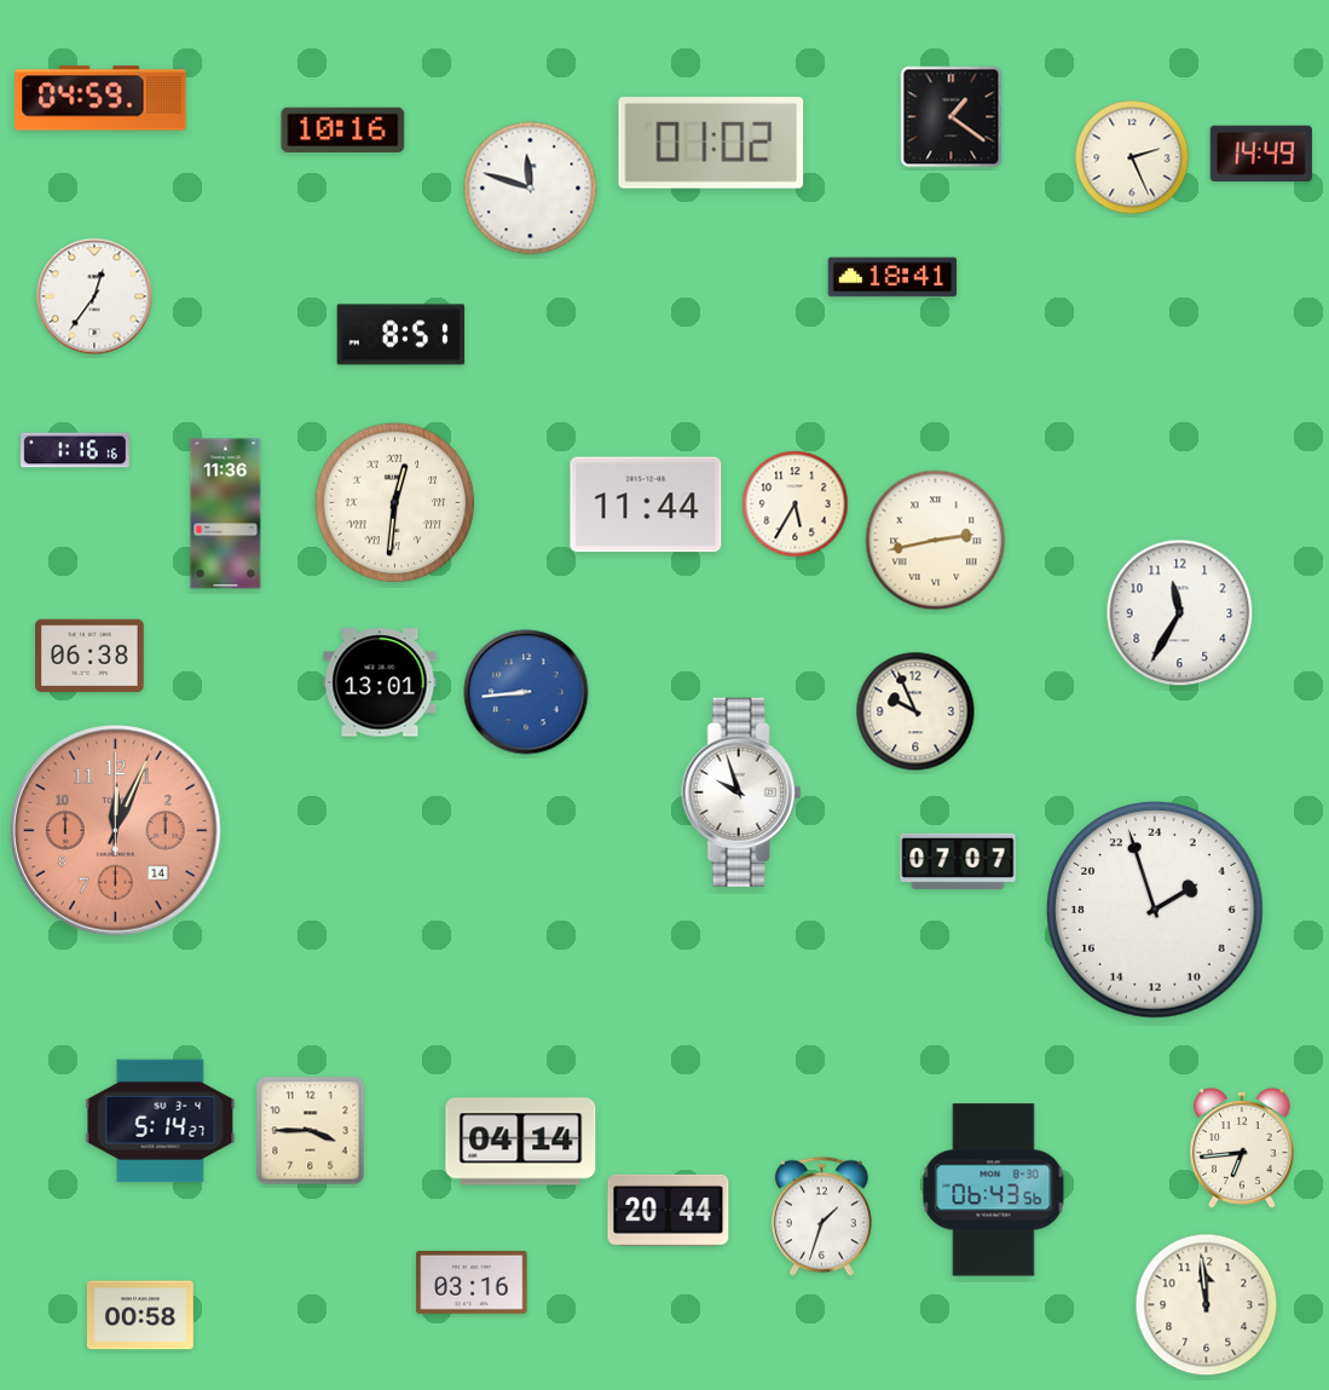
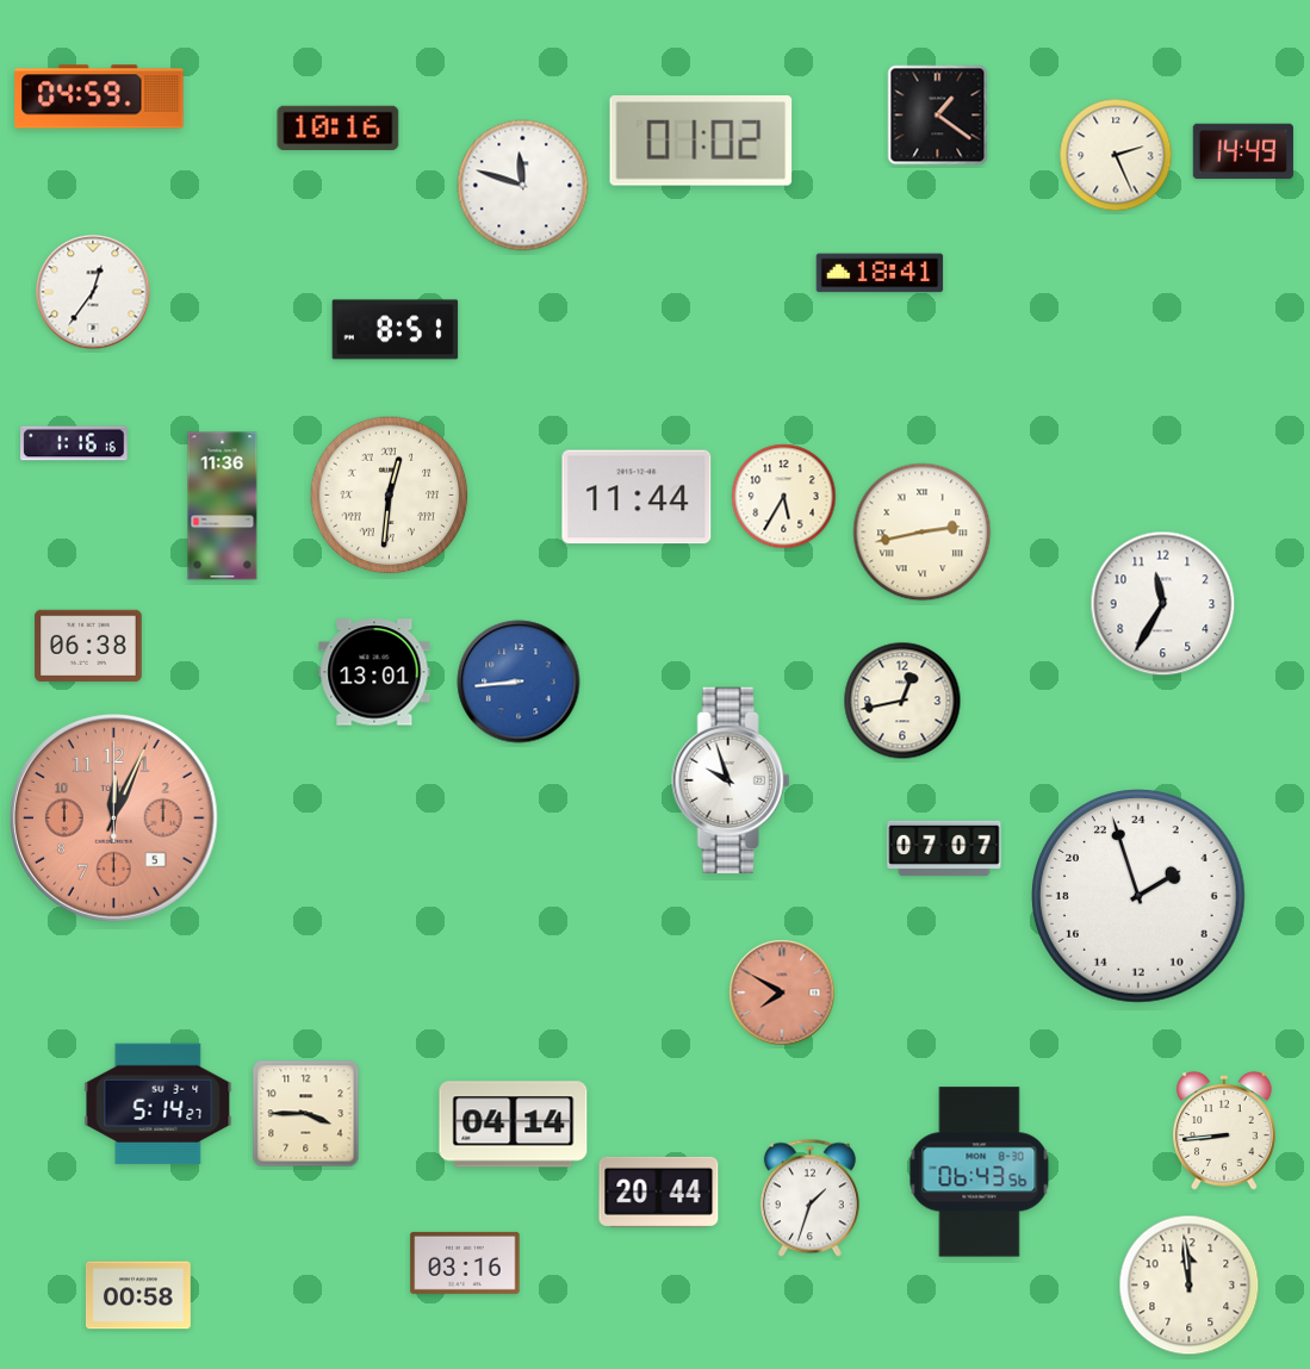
clock at (915, 711): 9:56 -> 12:43
clock at (116, 831) date: 14 -> 5
clock at (782, 992): none -> 7:50
clock at (1242, 1148): 6:44 -> 8:44
